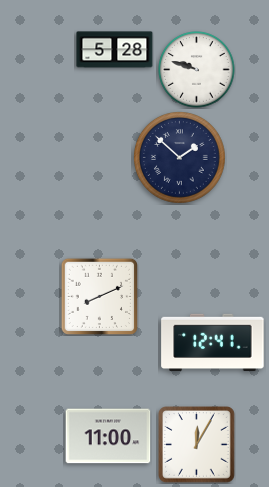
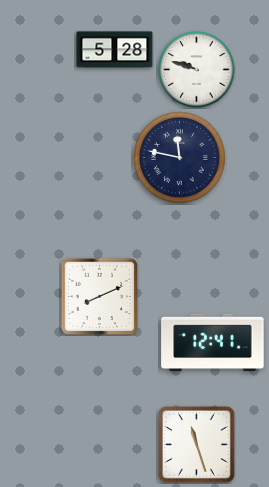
clock at (180, 158): 1:52 -> 11:47
clock at (108, 436): 11:00 -> none
clock at (197, 445): 12:05 -> 11:27
